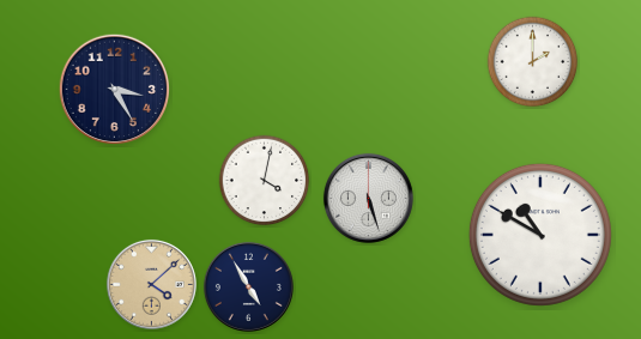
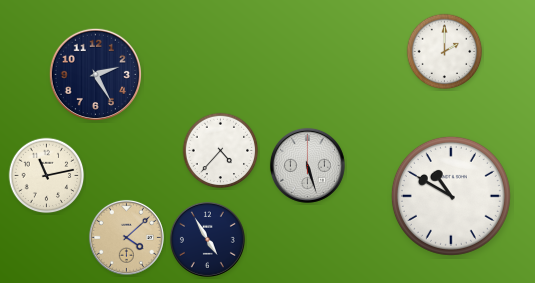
clock at (114, 89): 3:25 -> 2:25
clock at (265, 181): 4:02 -> 4:37
clock at (47, 176): none -> 11:13
